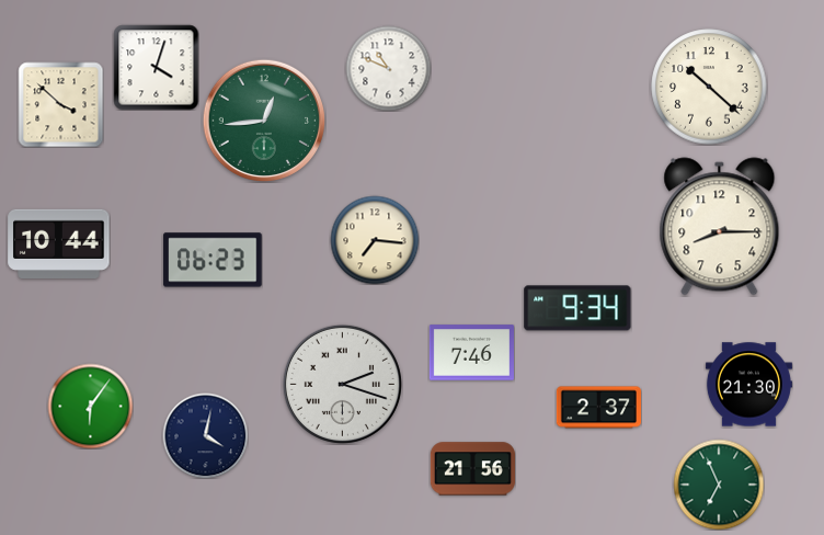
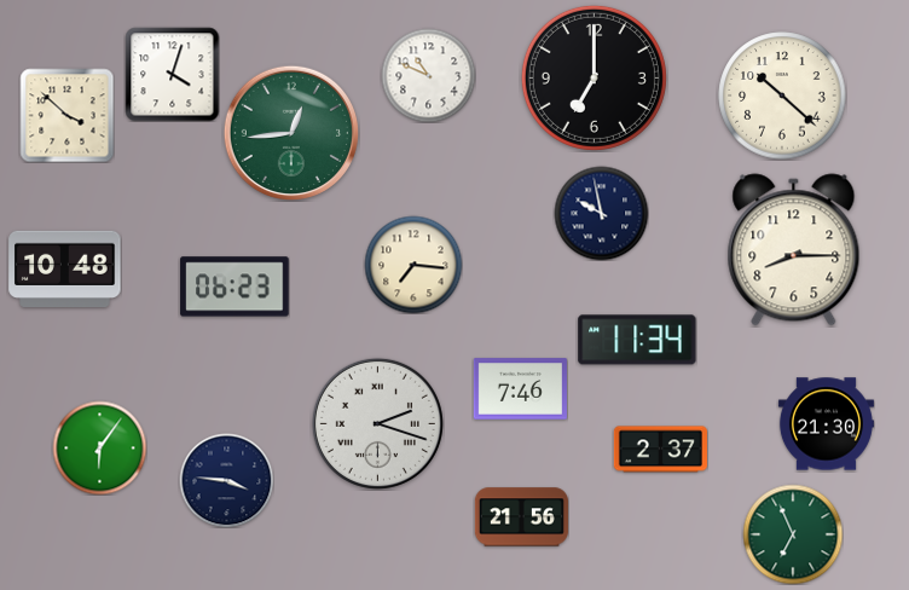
clock at (594, 77): none -> 7:00
clock at (601, 213): none -> 9:58
clock at (59, 243): 10:44 -> 10:48
clock at (577, 308): 9:34 -> 11:34
clock at (205, 435): 4:02 -> 3:46
